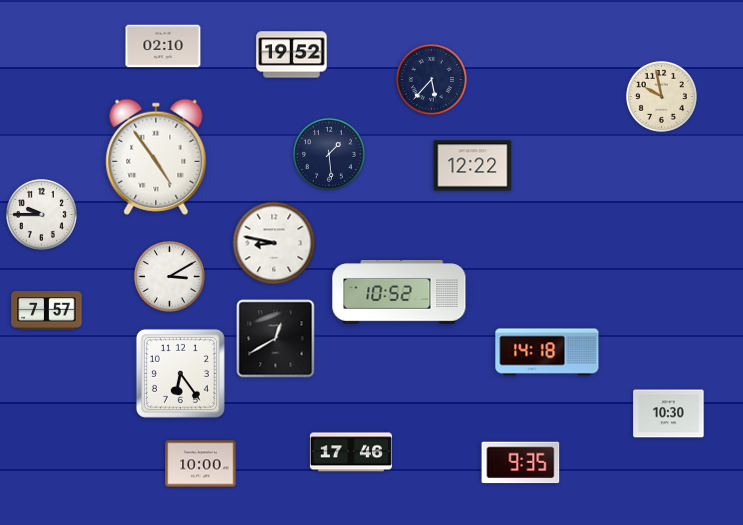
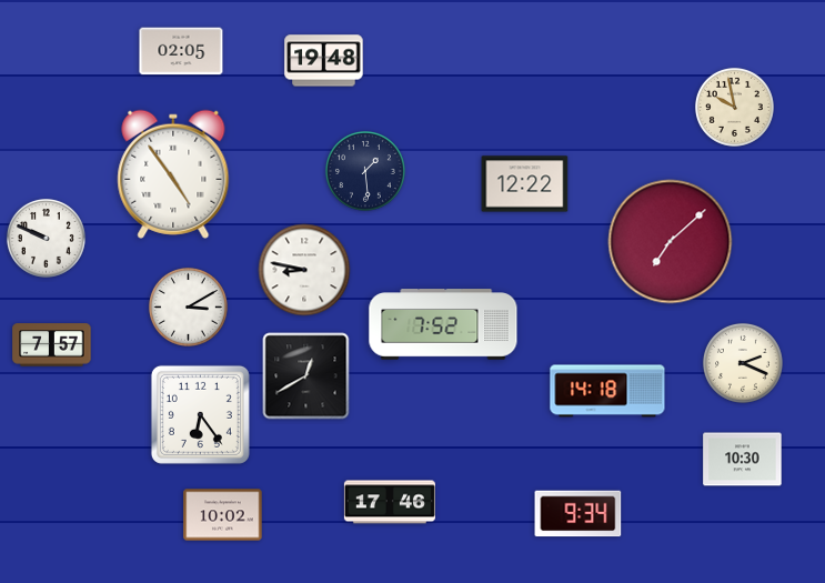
clock at (163, 46): 02:10 -> 02:05
clock at (292, 55): 19:52 -> 19:48
clock at (431, 79): 5:37 -> none
clock at (41, 214): 9:45 -> 9:49
clock at (671, 242): none -> 7:08
clock at (399, 292): 10:52 -> 7:52
clock at (743, 363): none -> 2:19
clock at (521, 463): 9:35 -> 9:34
clock at (201, 464): 10:00 -> 10:02
